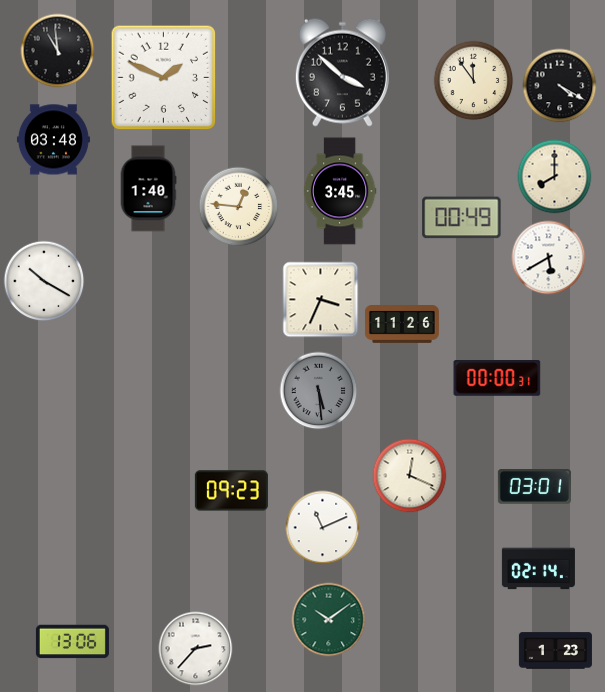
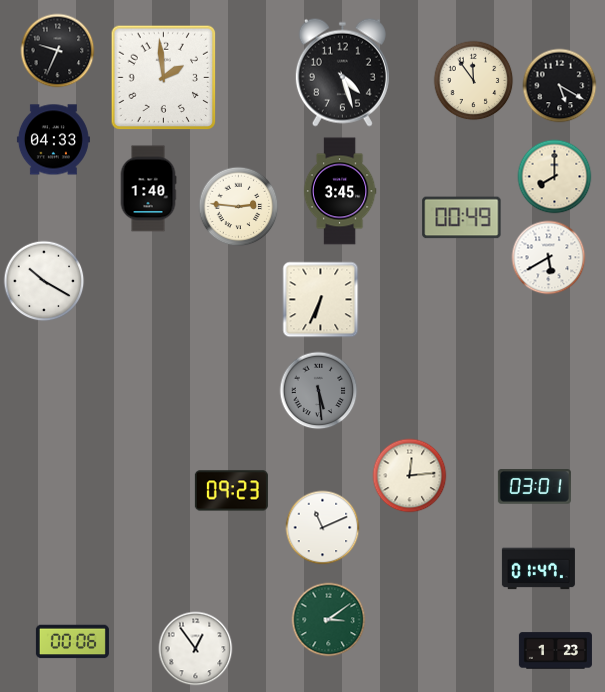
clock at (58, 51): 10:59 -> 9:34
clock at (342, 72): 3:52 -> 4:27
clock at (164, 78): 1:49 -> 1:59
clock at (560, 86): 4:20 -> 5:20
clock at (53, 140): 03:48 -> 04:33
clock at (239, 207): 12:46 -> 2:46
clock at (321, 300): 3:34 -> 6:34
clock at (402, 325): 11:26 -> none
clock at (497, 379): 00:00 -> none
clock at (410, 476): 12:19 -> 12:14
clock at (538, 569): 02:14 -> 01:47
clock at (329, 620): 10:09 -> 3:09
clock at (72, 642): 13:06 -> 00:06
clock at (196, 649): 2:37 -> 12:54
